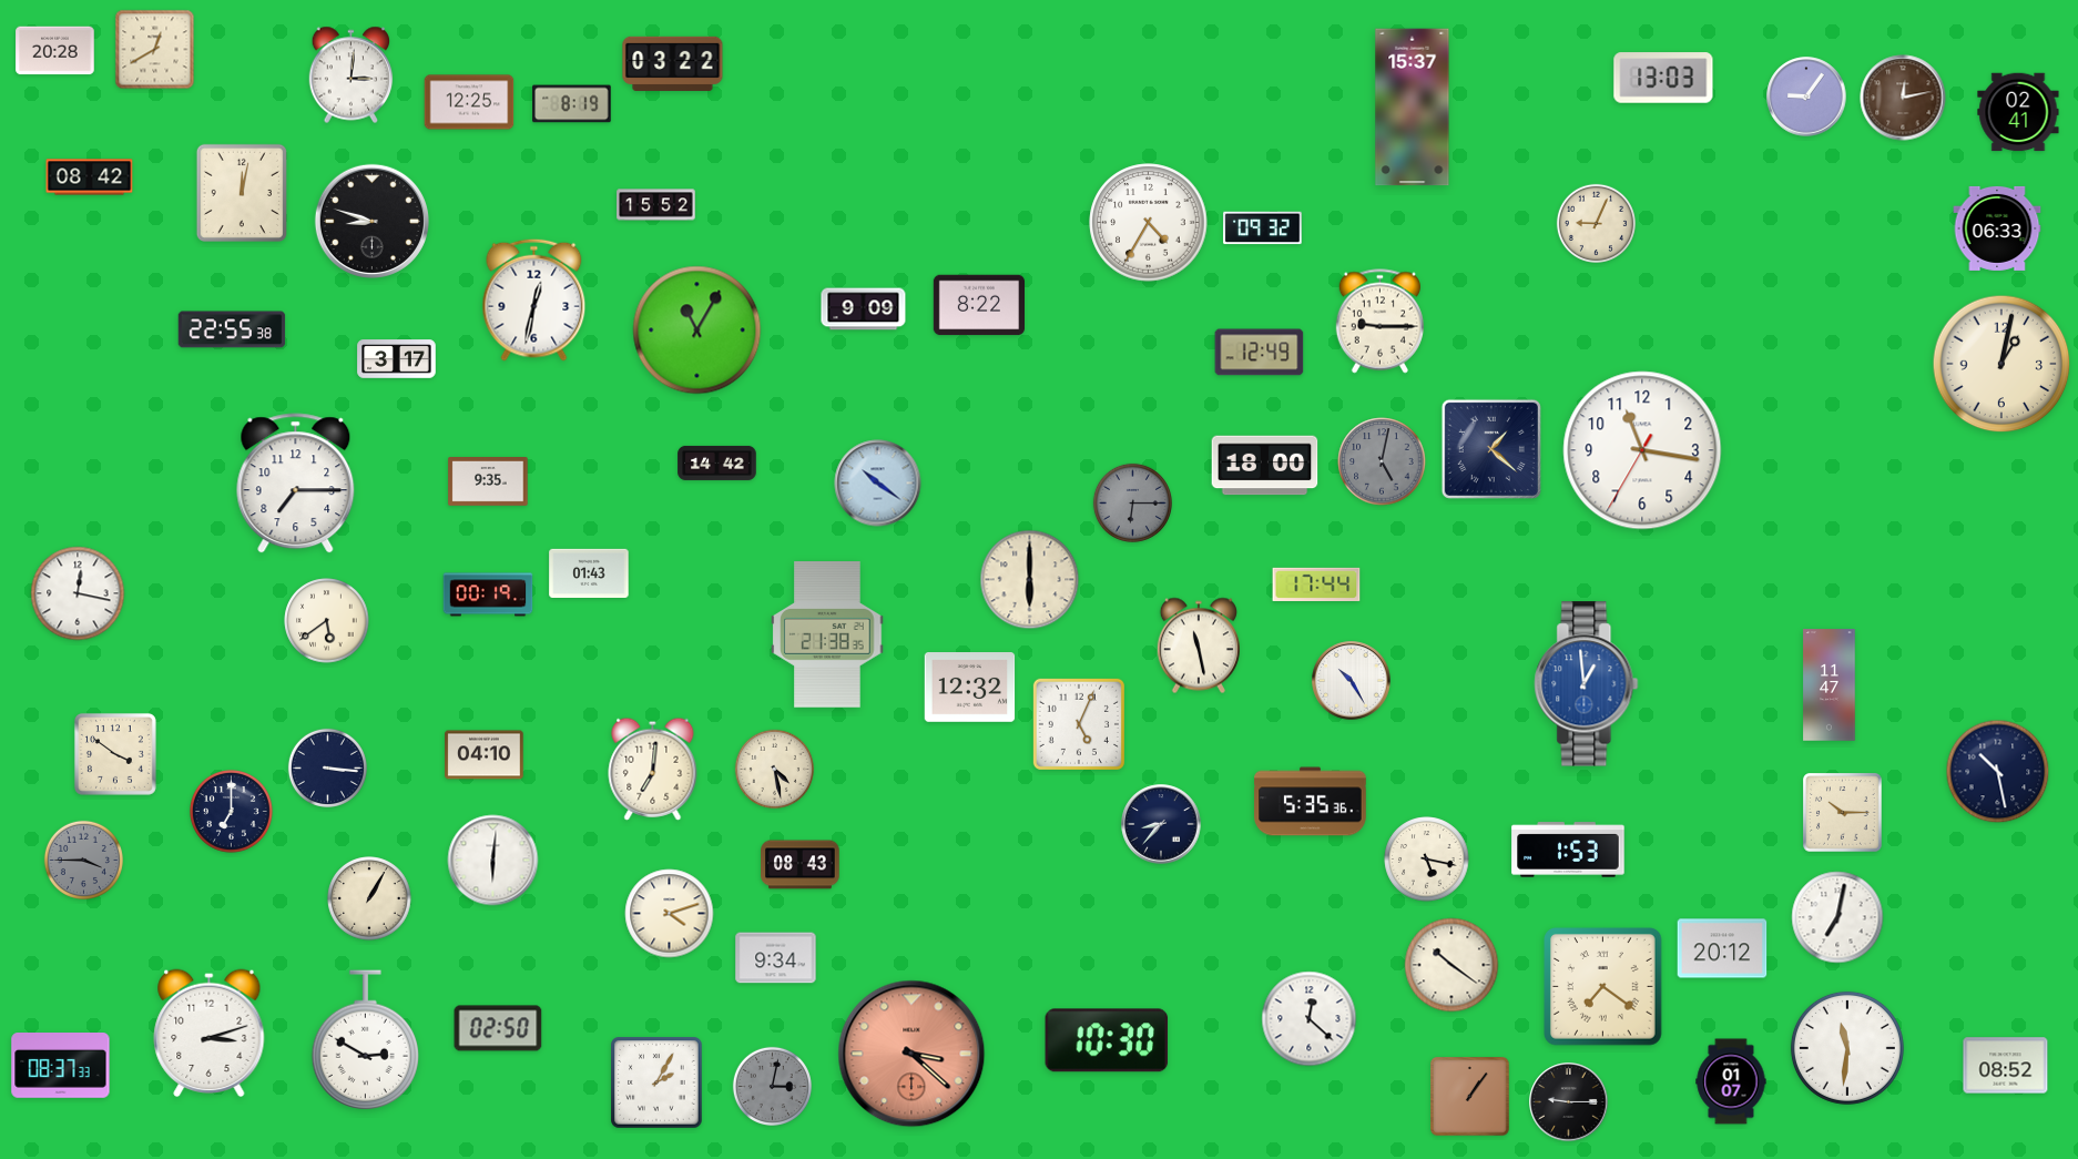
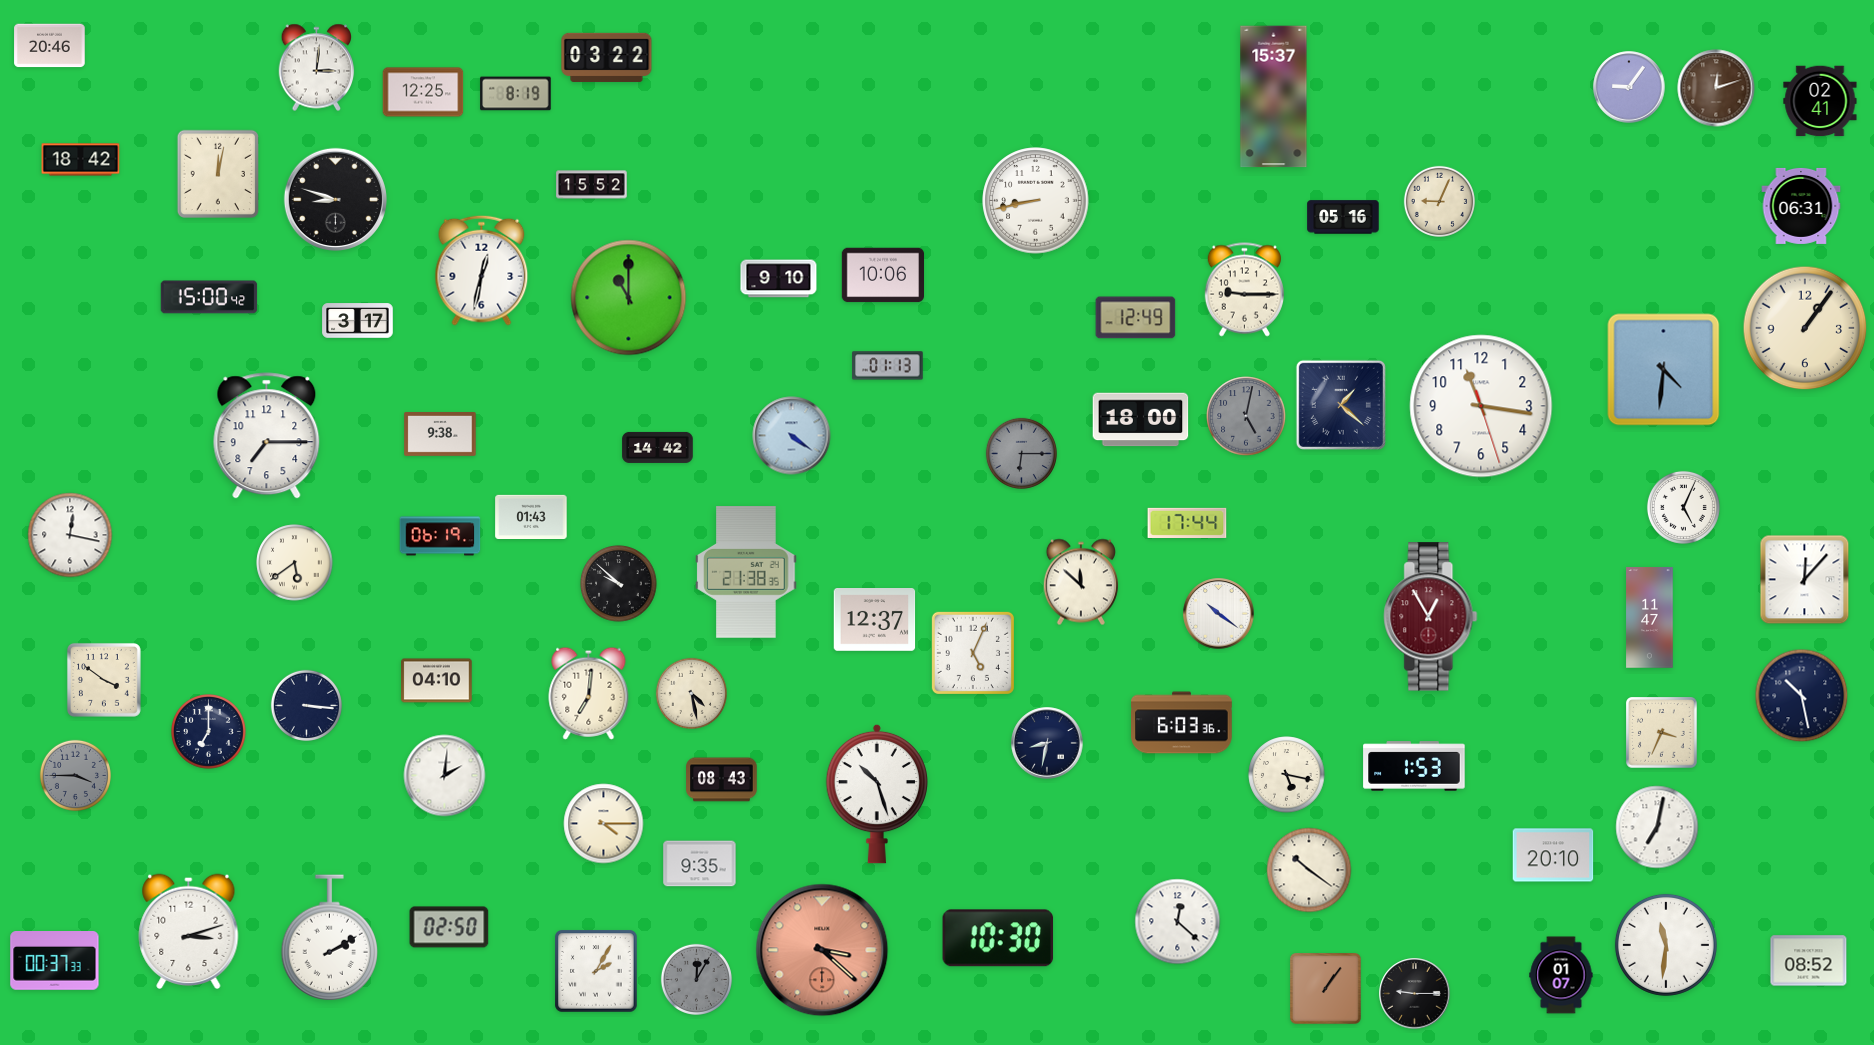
clock at (155, 50): 12:40 -> none
clock at (55, 51): 20:28 -> 20:46
clock at (1663, 78): 13:03 -> none
clock at (1903, 98): 12:13 -> 12:12
clock at (90, 177): 08:42 -> 18:42
clock at (1149, 223): 4:35 -> 8:43
clock at (1263, 228): 09:32 -> none
clock at (1997, 228): 06:33 -> 06:31
clock at (1343, 217): none -> 05:16
clock at (978, 305): 8:22 -> 10:06
clock at (864, 309): 9:09 -> 9:10
clock at (232, 329): 22:55 -> 15:00
clock at (697, 331): 11:05 -> 11:00
clock at (397, 359) position: (397, 359) -> (358, 321)
clock at (2001, 364): 1:02 -> 1:06
clock at (888, 366): none -> 01:13
clock at (1664, 370): none -> 4:31
clock at (1491, 449) position: (1491, 449) -> (1341, 405)
clock at (1642, 450): 11:16:35 -> 11:16:27
clock at (717, 462) position: (717, 462) -> (658, 447)
clock at (488, 482): 9:35 -> 9:38
clock at (878, 484): 10:21 -> 4:21
clock at (1683, 507): none -> 5:04
clock at (1030, 580): 6:00 -> none
clock at (1316, 583) position: (1316, 583) -> (1187, 522)
clock at (488, 594): 00:19 -> 06:19
clock at (327, 621) position: (327, 621) -> (295, 563)
clock at (1805, 580): none -> 12:07
clock at (1199, 645): 11:28 -> 11:52
clock at (619, 584): none -> 9:52
clock at (1352, 681): 10:25 -> 10:21
clock at (1587, 684): 12:59 -> 12:55
clock at (1587, 684) dial: blue -> burgundy
clock at (970, 688): 12:32 -> 12:37
clock at (327, 767) position: (327, 767) -> (306, 705)
clock at (774, 769) position: (774, 769) -> (691, 693)
clock at (1311, 802): 5:35 -> 6:03
clock at (1843, 813): 10:15 -> 3:34
clock at (1161, 824): 8:37 -> 8:32
clock at (493, 861): 6:01 -> 2:01
clock at (876, 794): none -> 10:27
clock at (369, 898): 1:05 -> none
clock at (670, 914): 4:12 -> 4:15
clock at (1722, 948): 20:12 -> 20:10
clock at (776, 958): 9:34 -> 9:35
clock at (1603, 987): 7:21 -> none
clock at (1310, 1019) position: (1310, 1019) -> (1178, 922)
clock at (365, 1040): 2:50 -> 2:10
clock at (61, 1066): 08:37 -> 00:37
clock at (656, 1082) position: (656, 1082) -> (596, 971)
clock at (772, 1086): 3:02 -> 12:05
